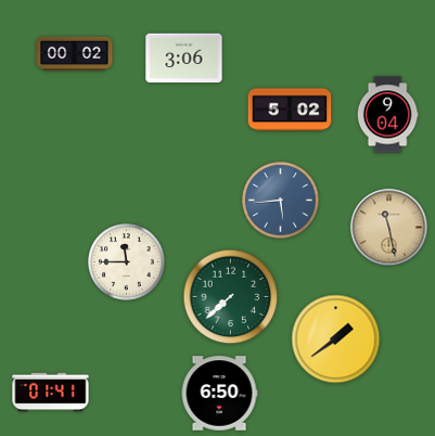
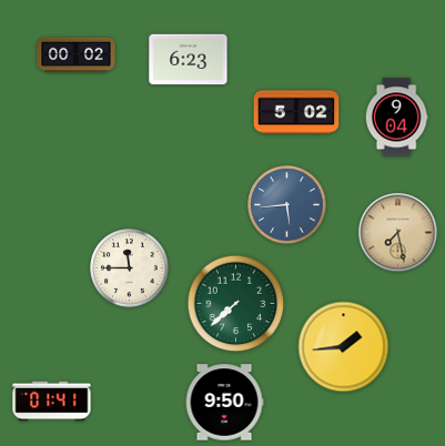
clock at (184, 59): 3:06 -> 6:23
clock at (389, 228): 11:28 -> 7:28
clock at (336, 339): 1:39 -> 1:44
clock at (219, 394): 6:50 -> 9:50
